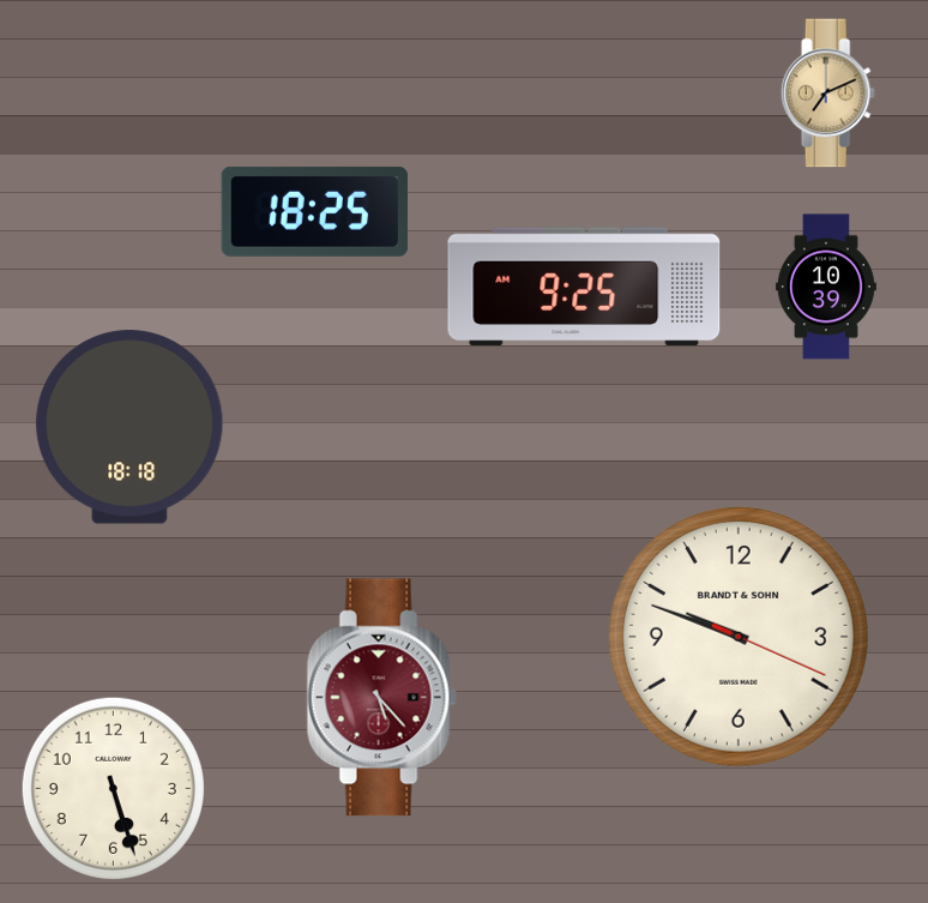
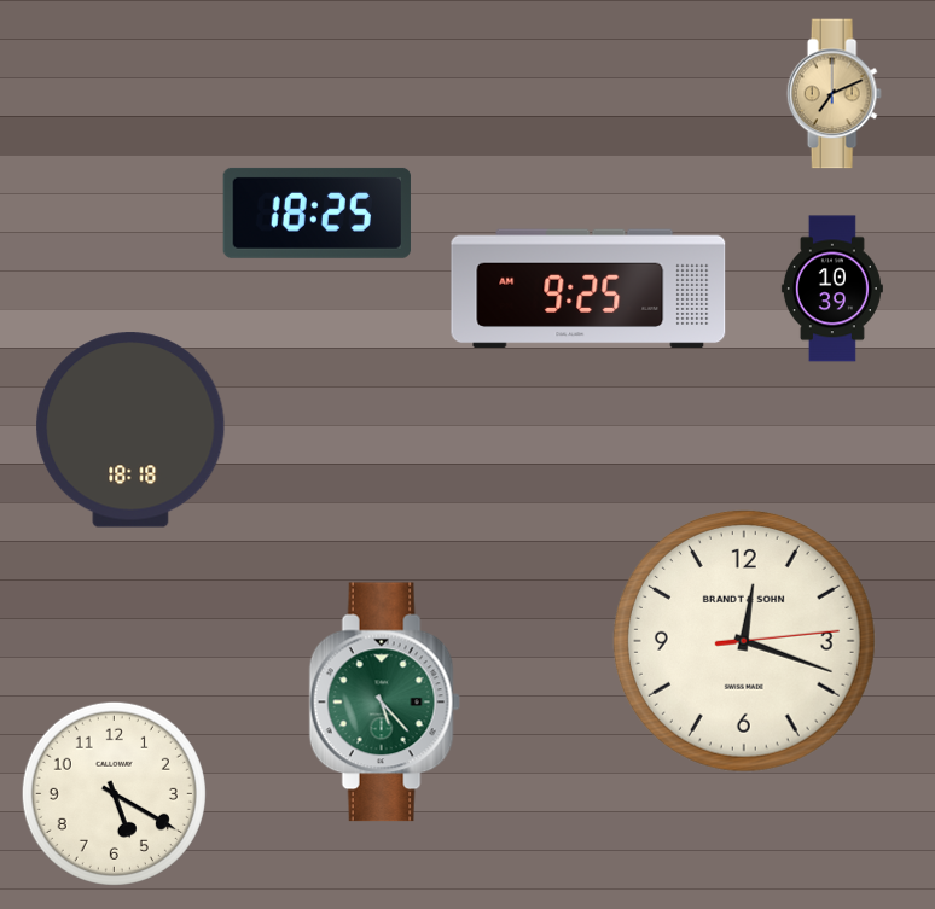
clock at (739, 637): 9:48 -> 12:18
clock at (381, 698) dial: burgundy -> green
clock at (113, 788): 5:27 -> 5:20
